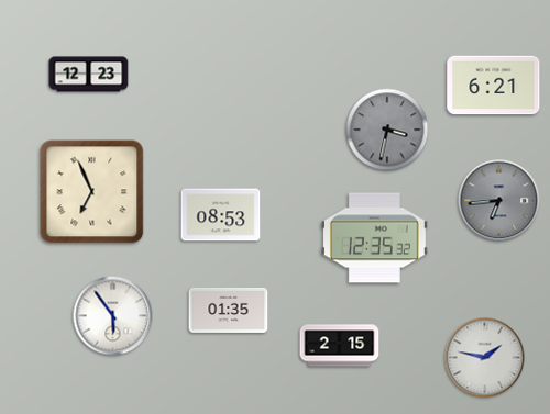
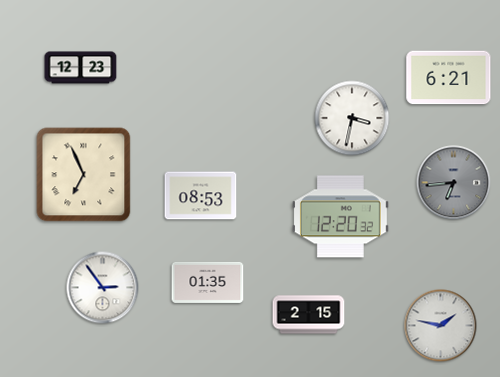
clock at (387, 130) dial: grey -> white
clock at (374, 238): 12:35 -> 12:20
clock at (113, 316): 5:54 -> 2:54
